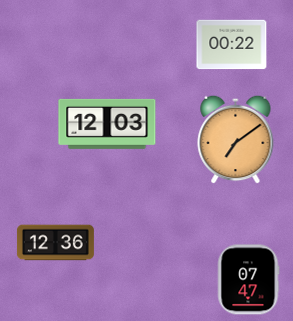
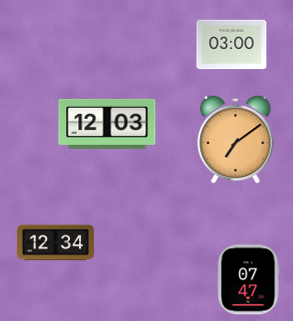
clock at (232, 45): 00:22 -> 03:00
clock at (55, 243): 12:36 -> 12:34
